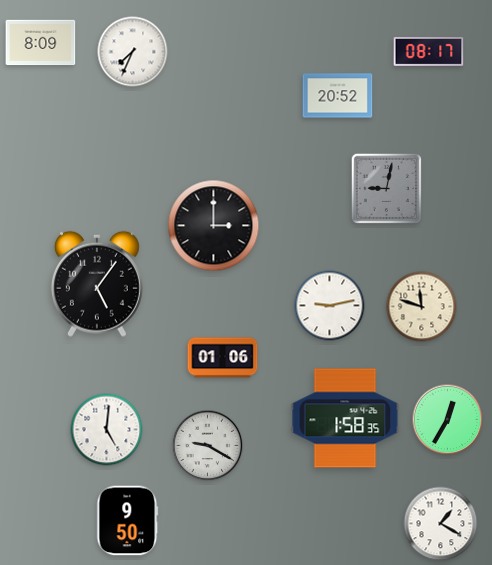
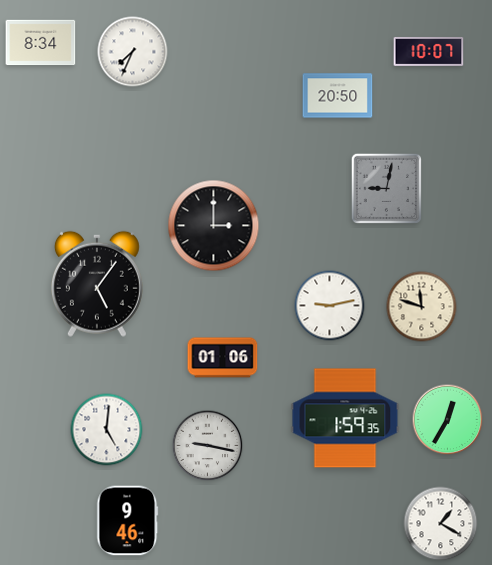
clock at (41, 43): 8:09 -> 8:34
clock at (429, 51): 08:17 -> 10:07
clock at (338, 96): 20:52 -> 20:50
clock at (345, 418): 1:58 -> 1:59
clock at (208, 446): 9:20 -> 9:17
clock at (128, 521): 9:50 -> 9:46
